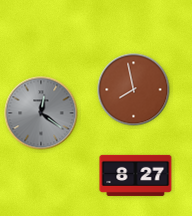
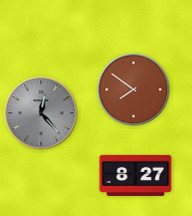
clock at (134, 90): 7:58 -> 7:51
clock at (41, 113): 12:21 -> 12:23
